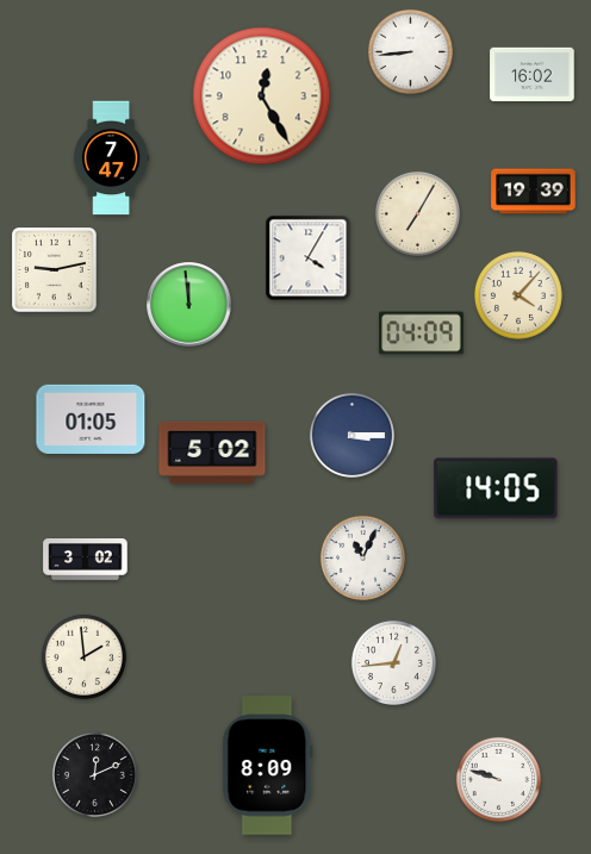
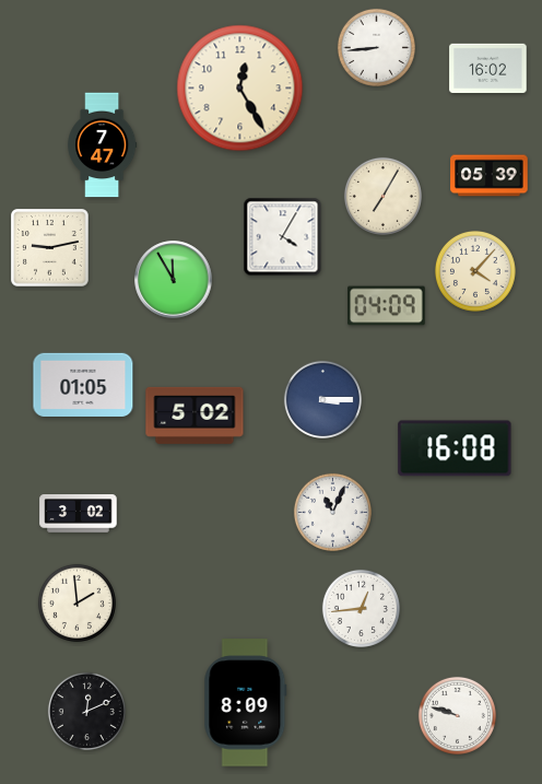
clock at (534, 192): 19:39 -> 05:39
clock at (189, 305): 11:59 -> 11:55
clock at (496, 488): 14:05 -> 16:08
